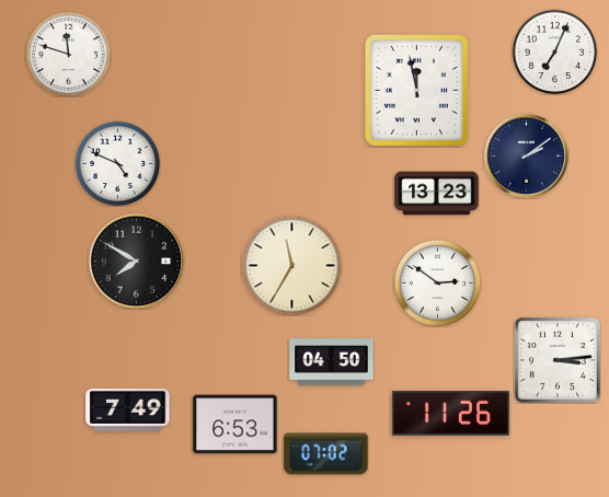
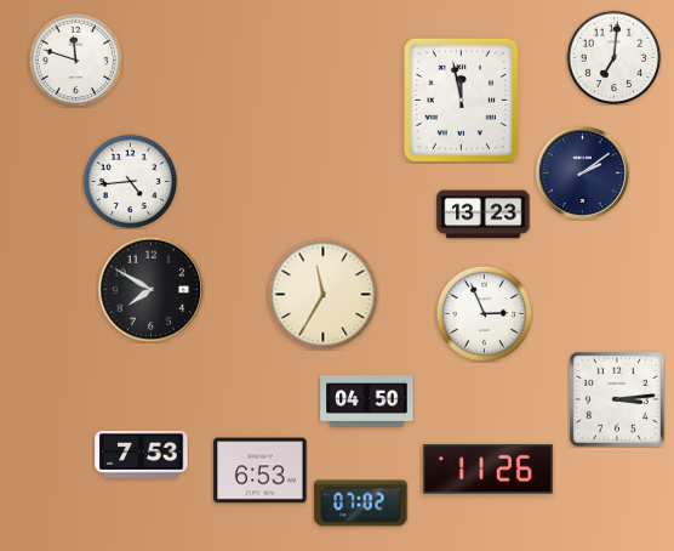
clock at (554, 51): 7:04 -> 7:01
clock at (117, 163): 4:49 -> 4:44
clock at (437, 282): 2:51 -> 2:56
clock at (128, 411): 7:49 -> 7:53
clock at (450, 413) position: (450, 413) -> (487, 468)
